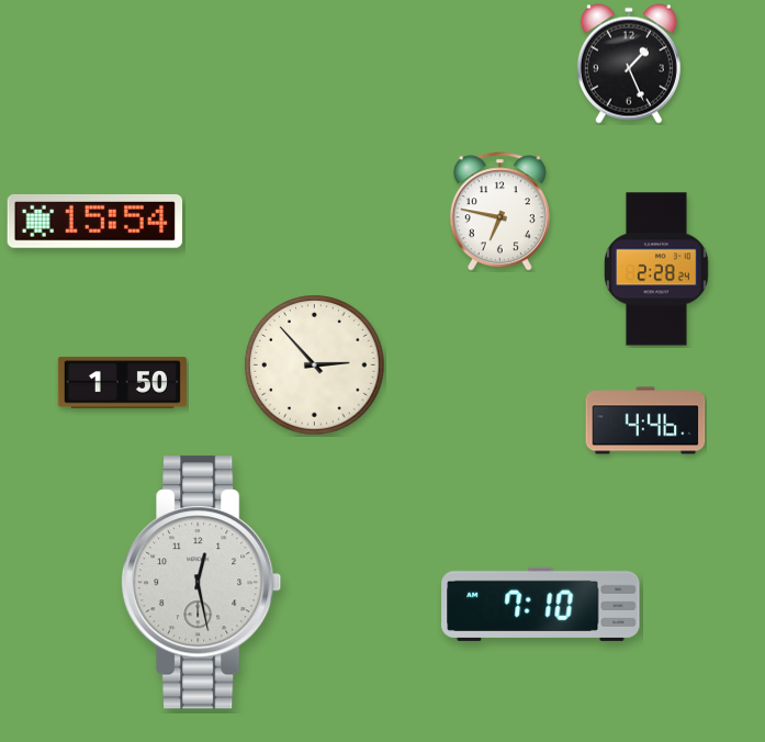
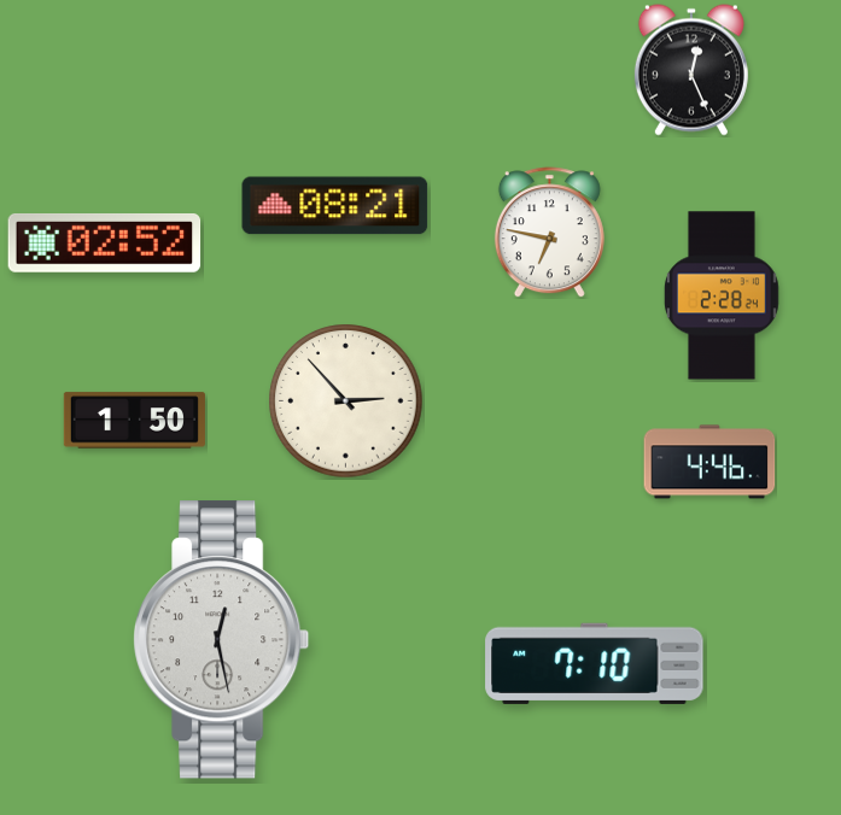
clock at (629, 64): 1:26 -> 12:26
clock at (335, 206): none -> 08:21
clock at (95, 221): 15:54 -> 02:52
